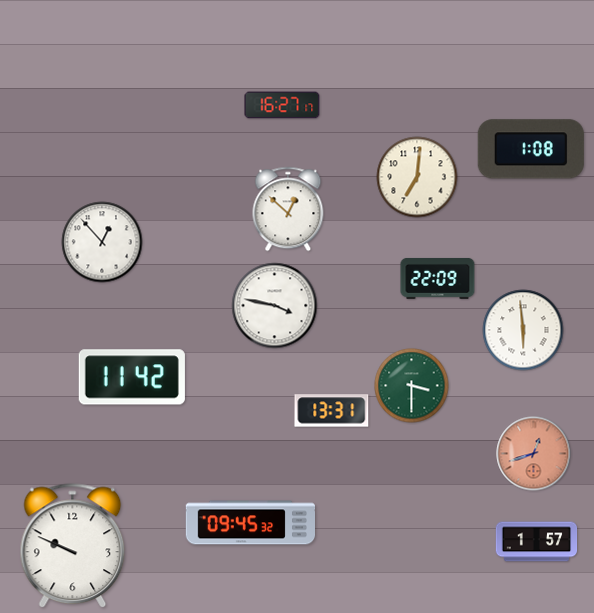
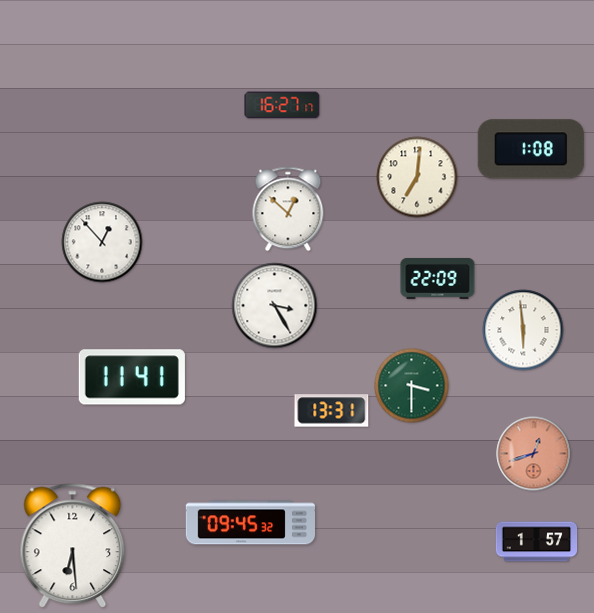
clock at (275, 306): 3:47 -> 3:25
clock at (132, 377): 11:42 -> 11:41
clock at (73, 546): 9:49 -> 6:29
